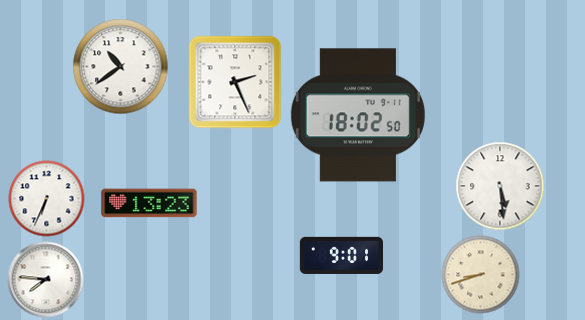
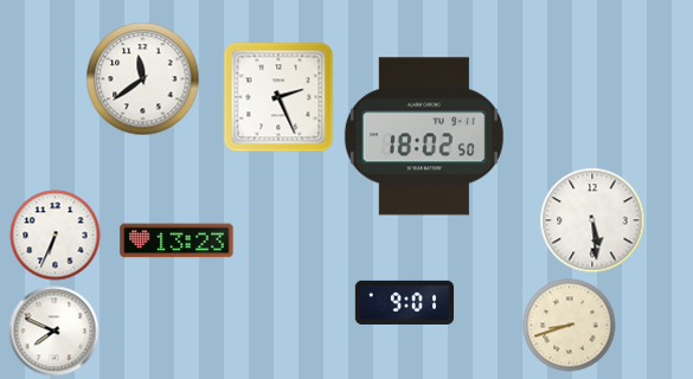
clock at (121, 67): 10:39 -> 11:39
clock at (46, 280): 7:46 -> 7:49
